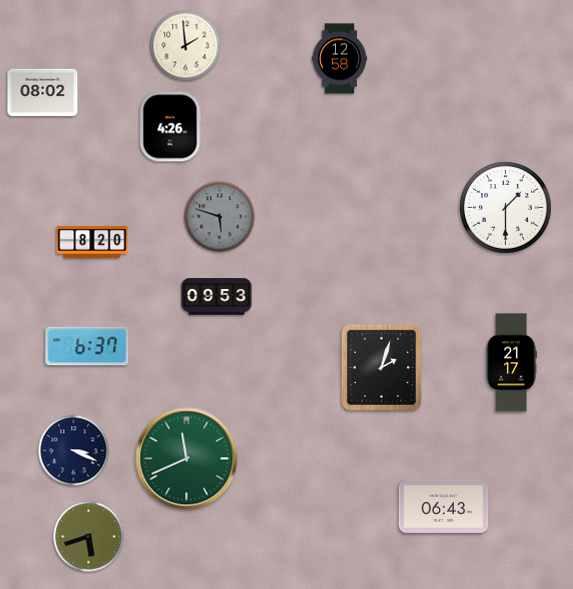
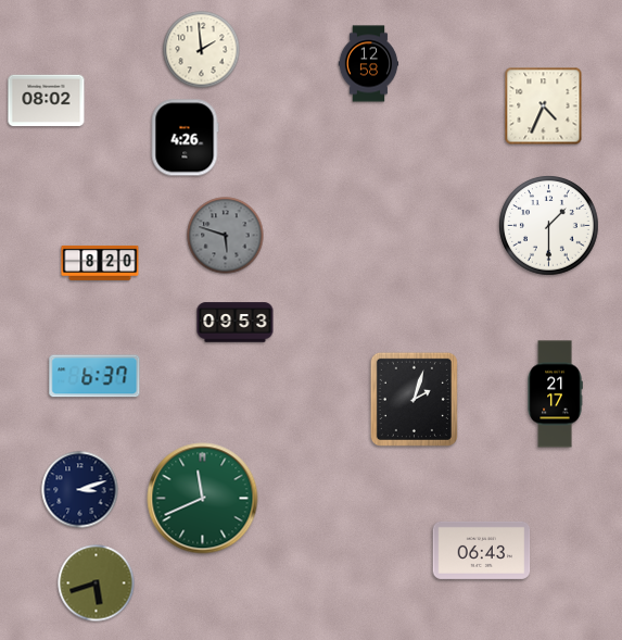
clock at (544, 106): none -> 4:34
clock at (220, 217) position: (220, 217) -> (226, 236)
clock at (74, 451): 3:19 -> 3:12
